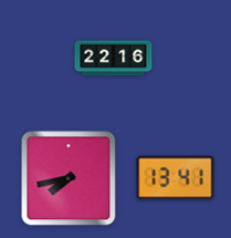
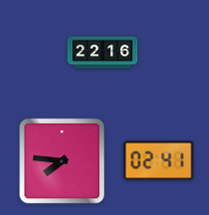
clock at (69, 178): 7:43 -> 7:46
clock at (176, 178): 13:41 -> 02:41
